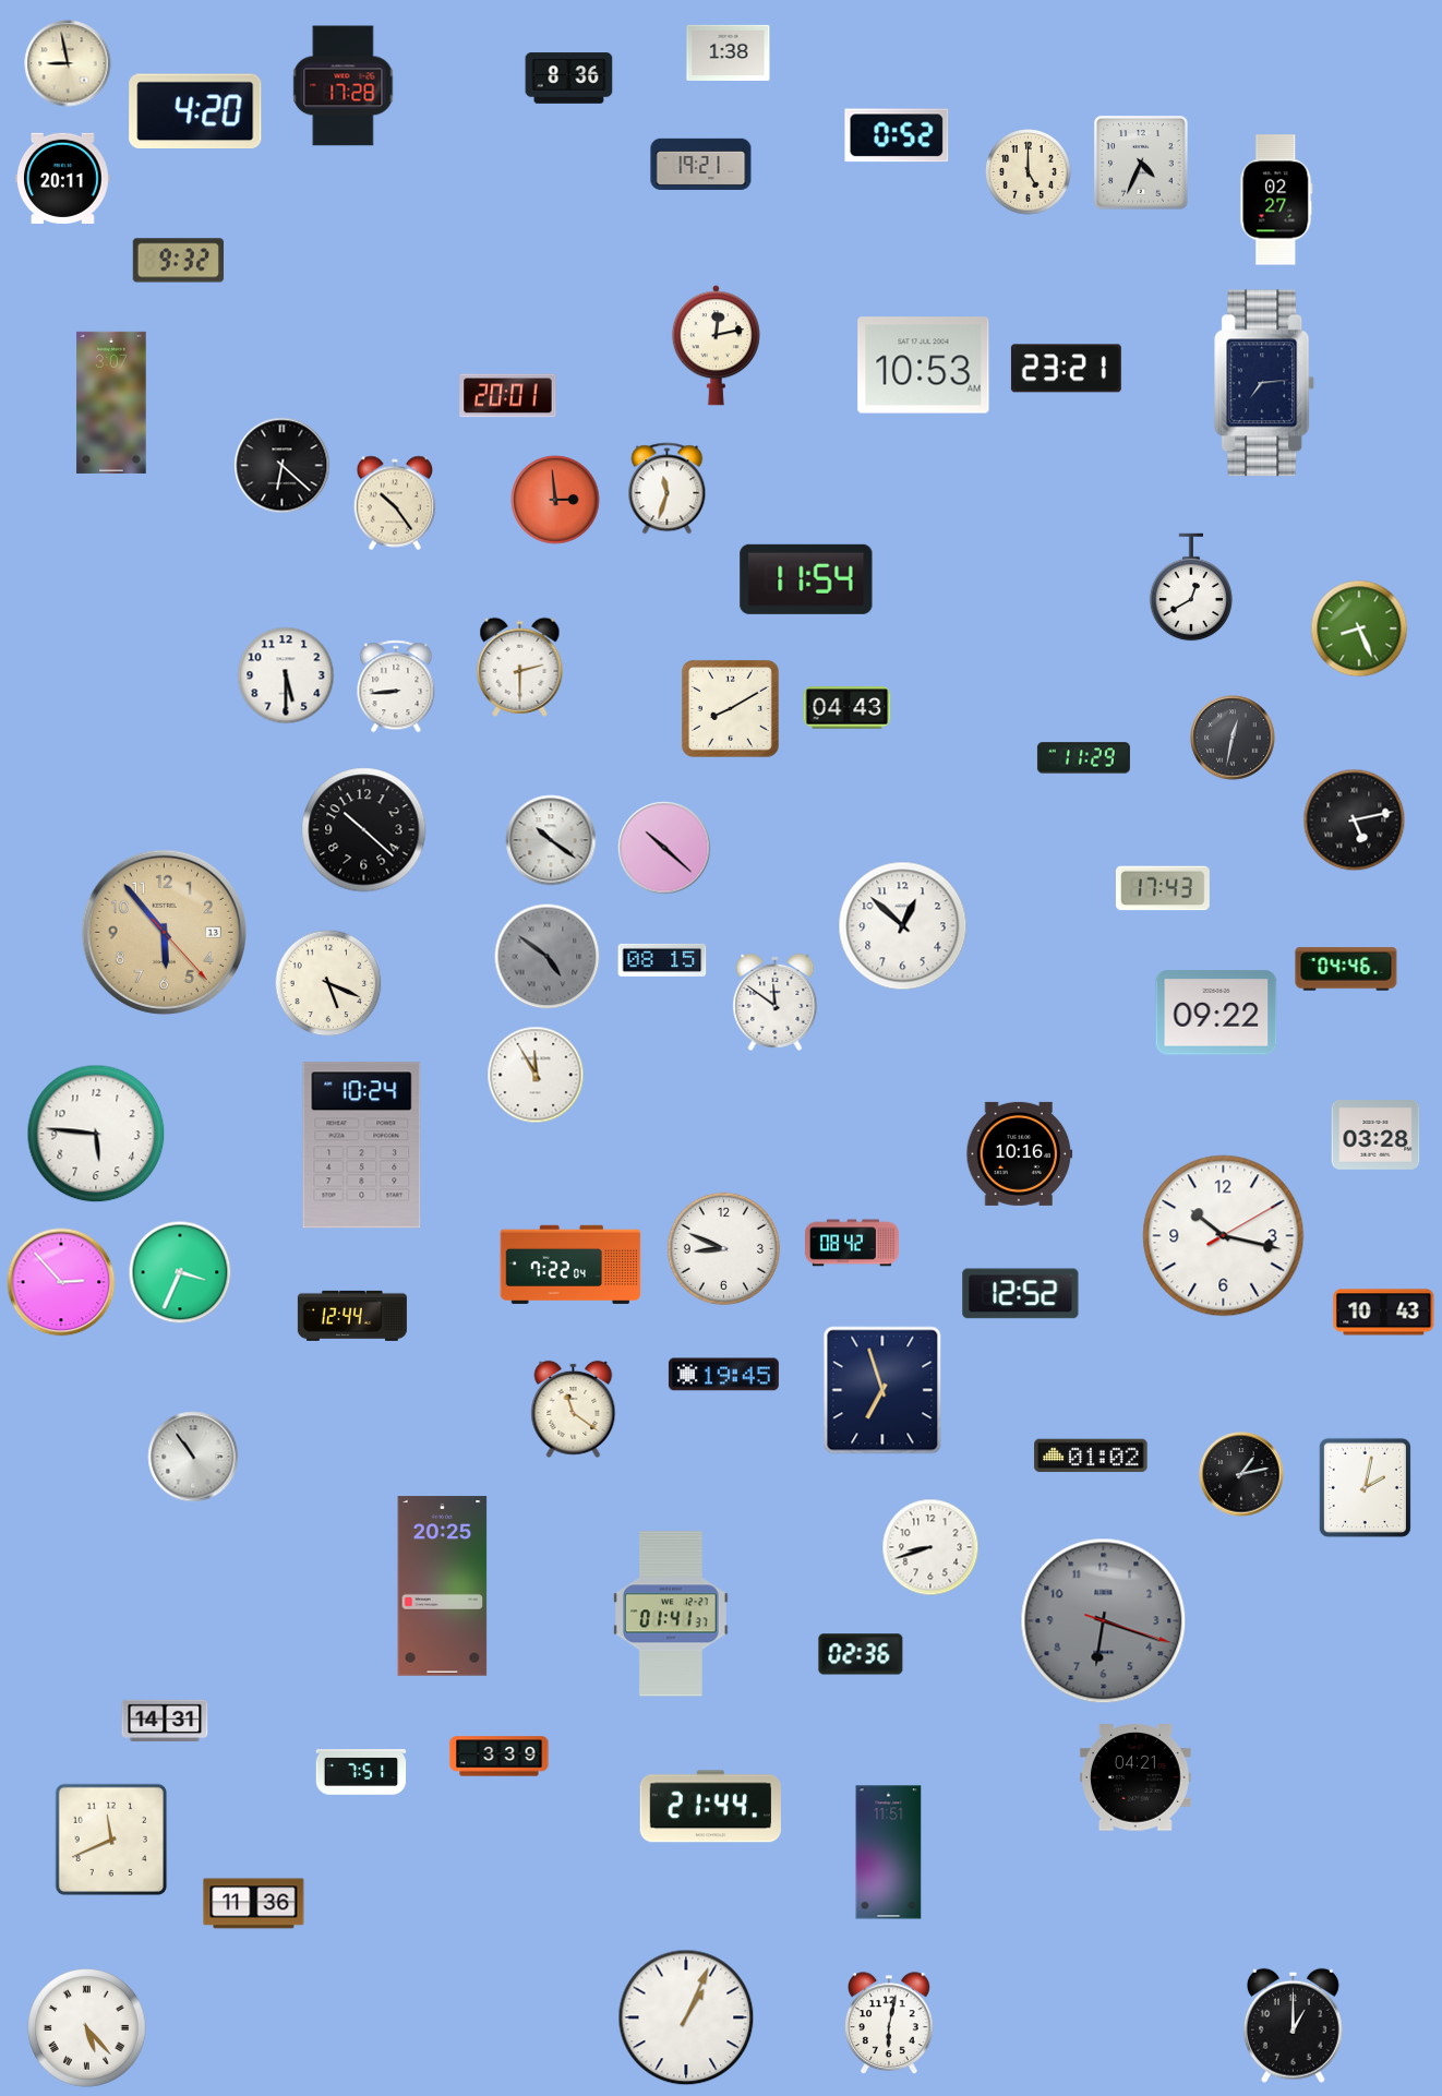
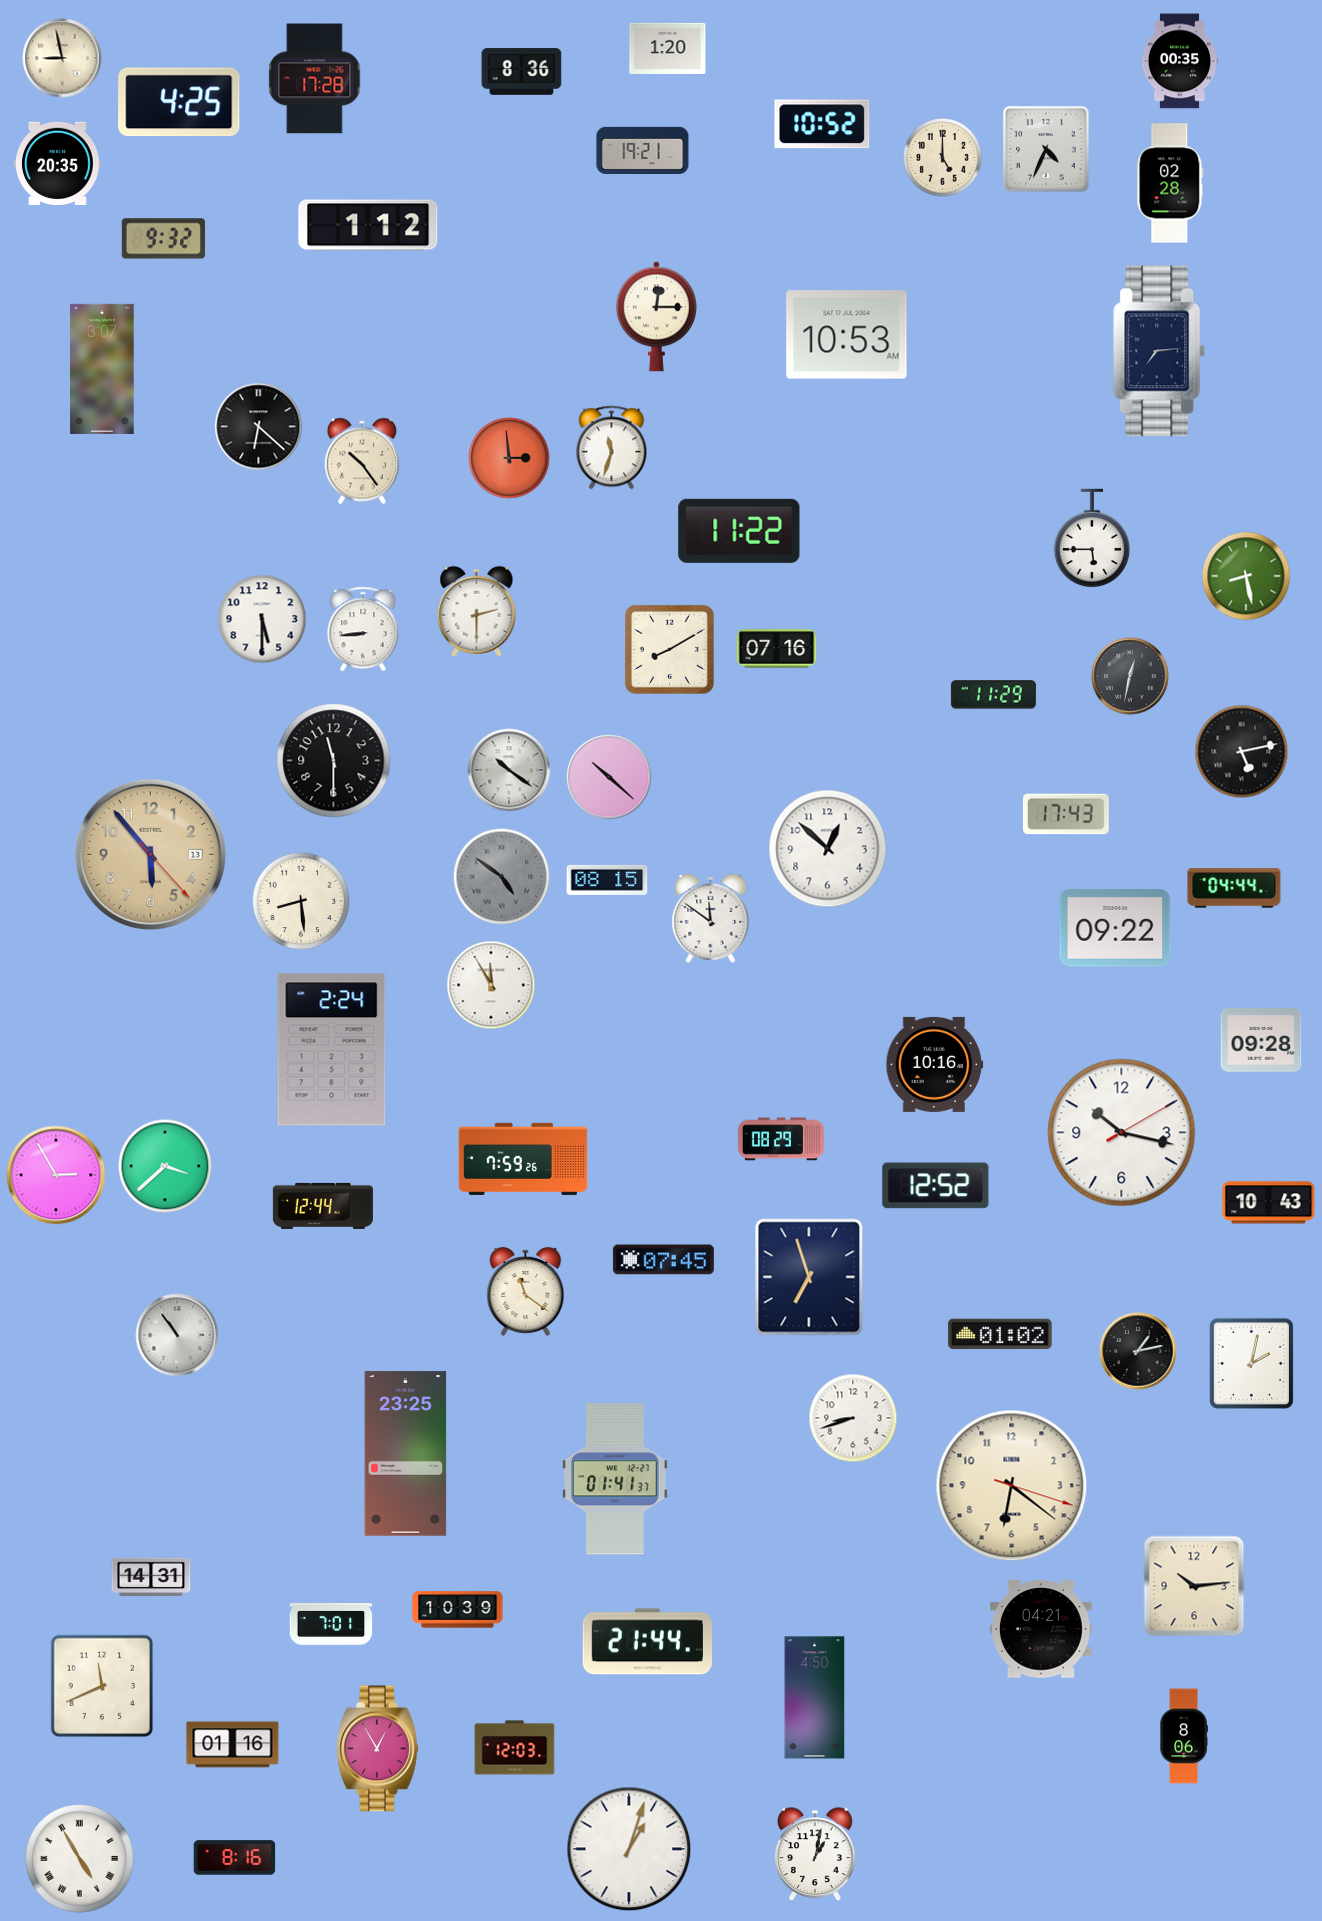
clock at (729, 52): 1:38 -> 1:20
clock at (1180, 61): none -> 00:35
clock at (195, 111): 4:20 -> 4:25
clock at (897, 135): 0:52 -> 10:52
clock at (63, 178): 20:11 -> 20:35
clock at (1276, 200): 02:27 -> 02:28
clock at (368, 225): none -> 1:12
clock at (716, 346): 12:13 -> 12:15
clock at (1066, 369): 23:21 -> none
clock at (508, 396): 20:01 -> none
clock at (806, 579): 11:54 -> 11:22
clock at (1191, 587): 12:40 -> 5:45
clock at (1359, 628): 8:26 -> 8:28
clock at (848, 708): 04:43 -> 07:16
clock at (364, 830): 10:22 -> 11:30
clock at (551, 840) position: (551, 840) -> (509, 770)
clock at (1346, 969): 04:46 -> 04:44
clock at (328, 983): 5:19 -> 8:29
clock at (96, 1134): 5:46 -> none
clock at (1375, 1136): 03:28 -> 09:28
clock at (362, 1146): 10:24 -> 2:24
clock at (1020, 1153) position: (1020, 1153) -> (935, 1064)
clock at (853, 1243): 08:42 -> 08:29
clock at (723, 1248): 8:49 -> none
clock at (570, 1265): 7:22 -> 7:59
clock at (180, 1272): 3:34 -> 3:38
clock at (61, 1282): 2:53 -> 2:55
clock at (723, 1375): 19:45 -> 07:45
clock at (882, 1390) position: (882, 1390) -> (809, 1277)
clock at (443, 1586): 20:25 -> 23:25
clock at (1104, 1621): 6:18 -> 6:21
clock at (1104, 1621) dial: grey -> cream
clock at (861, 1654): 02:36 -> none
clock at (1194, 1586): none -> 10:14
clock at (500, 1757): 3:39 -> 10:39
clock at (361, 1772): 7:51 -> 7:01
clock at (710, 1807) position: (710, 1807) -> (647, 1642)
clock at (889, 1853): 11:51 -> 4:50
clock at (1184, 1736): none -> 8:06
clock at (254, 1904): 11:36 -> 01:16
clock at (515, 1748): none -> 12:03
clock at (378, 1749): none -> 12:55
clock at (686, 2017): 1:04 -> 1:03
clock at (890, 2024): 6:02 -> 1:02
clock at (1293, 2025): 1:00 -> none
clock at (235, 1858): none -> 8:16
clock at (87, 2028): 5:23 -> 4:55
